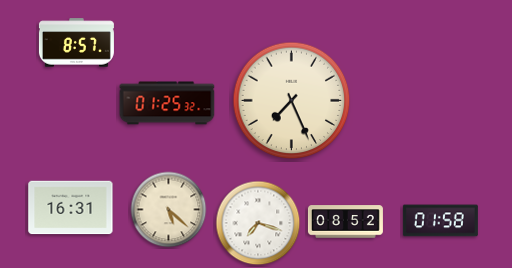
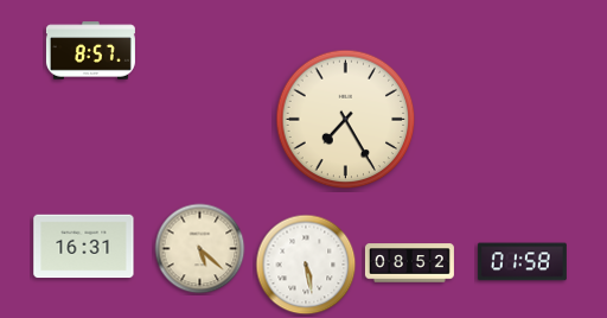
clock at (292, 101): 7:26 -> 7:25
clock at (167, 103): 01:25 -> none
clock at (258, 223): 7:18 -> 5:28
